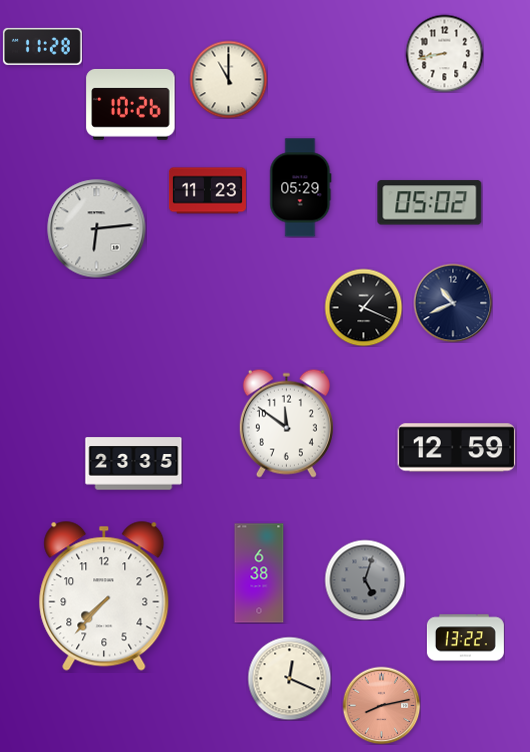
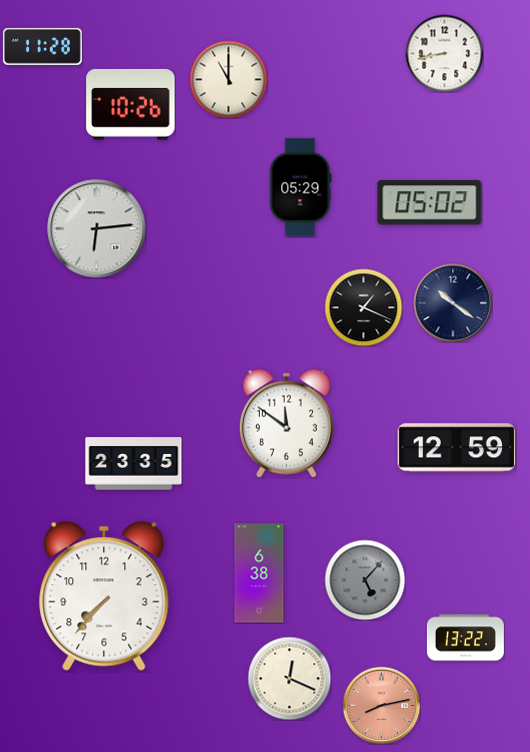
clock at (207, 191): 11:23 -> none
clock at (453, 303): 10:41 -> 10:21
clock at (365, 580): 5:03 -> 5:07
